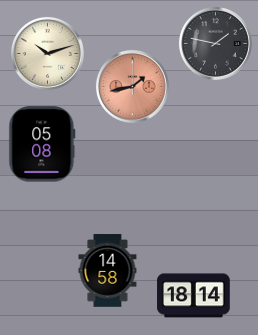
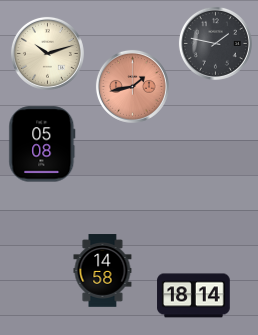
clock at (108, 271) position: (108, 271) -> (103, 271)
